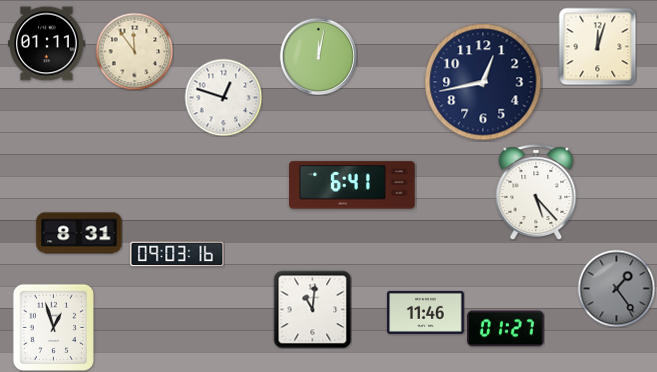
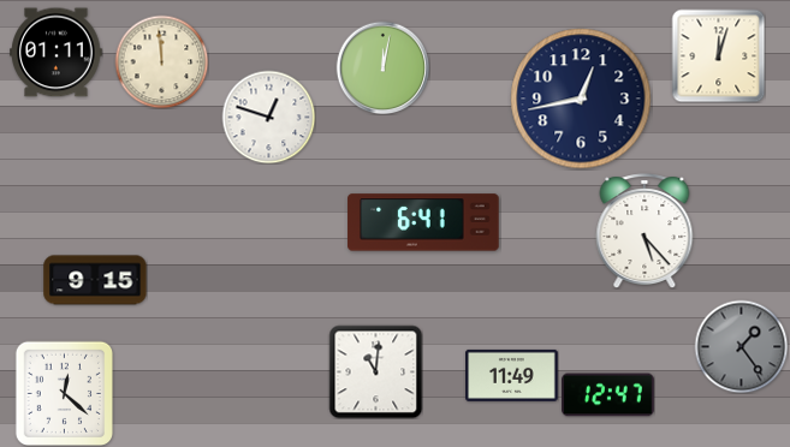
clock at (134, 51): 11:54 -> 11:59
clock at (79, 233): 8:31 -> 9:15
clock at (177, 254): 09:03 -> none
clock at (426, 312): 11:46 -> 11:49
clock at (53, 327): 12:57 -> 12:22
clock at (506, 329): 01:27 -> 12:47
